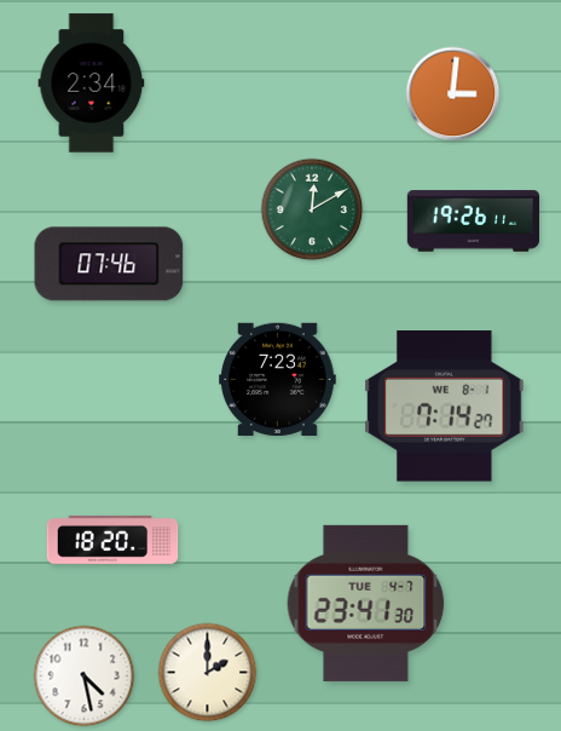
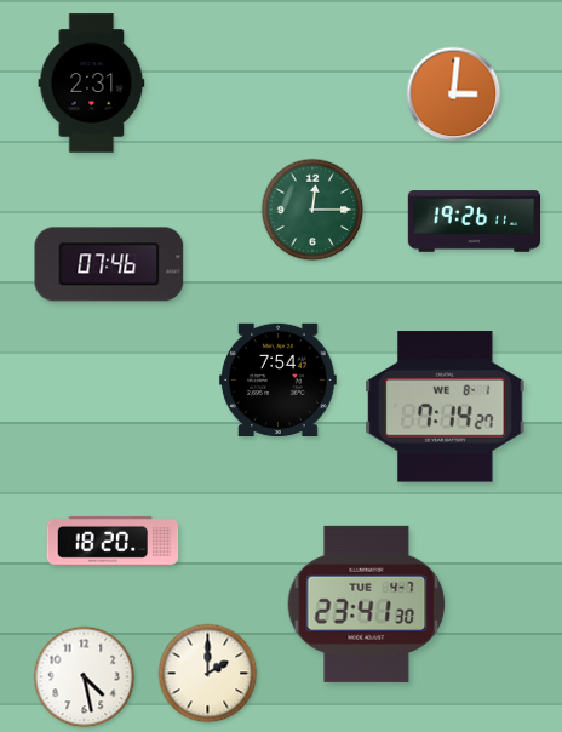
clock at (92, 84): 2:34 -> 2:31
clock at (312, 209): 12:10 -> 12:15
clock at (278, 379): 7:23 -> 7:54
